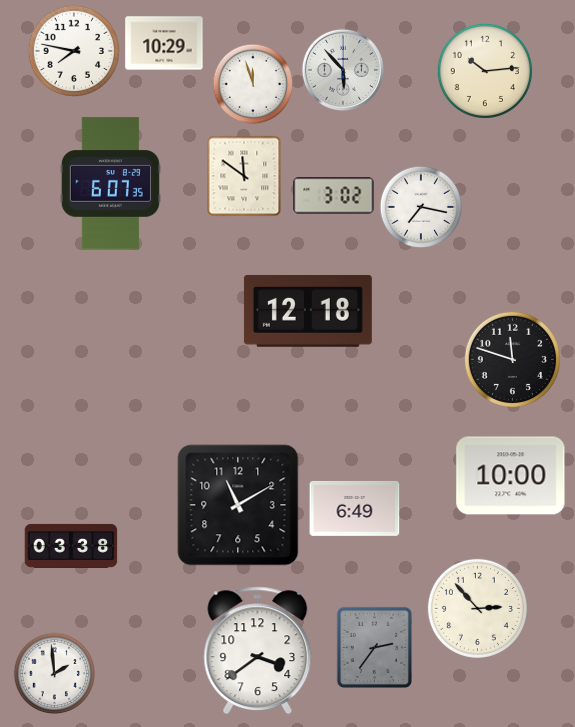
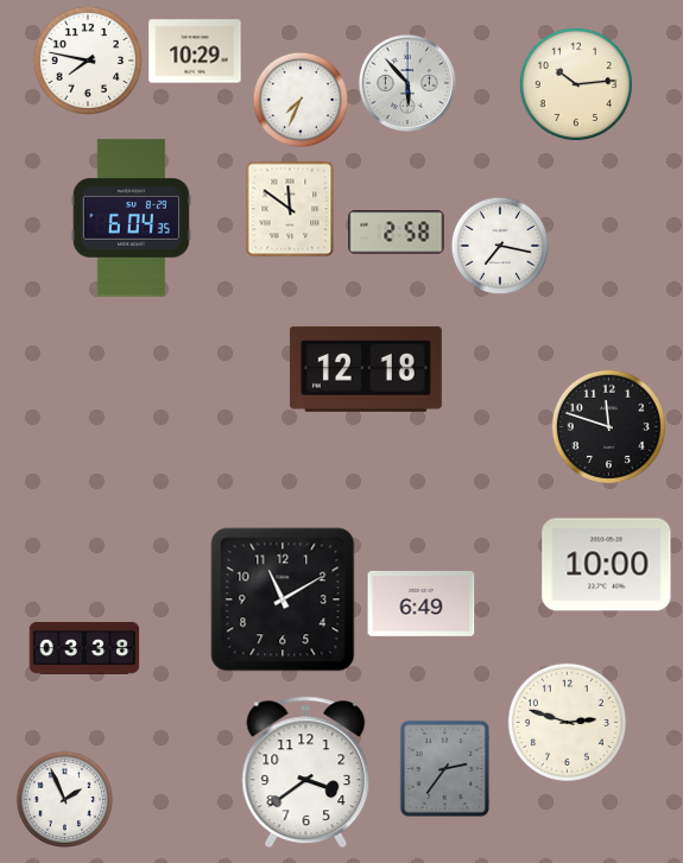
clock at (253, 84): 11:57 -> 7:34
clock at (110, 184): 6:07 -> 6:04
clock at (334, 196): 3:02 -> 2:58
clock at (477, 608): 2:53 -> 2:48
clock at (55, 674): 1:59 -> 1:56
